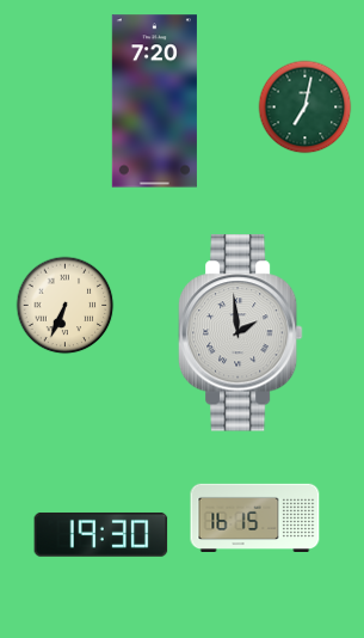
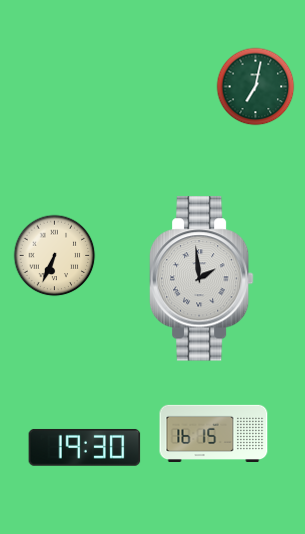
clock at (154, 102): 7:20 -> none
clock at (306, 108) position: (306, 108) -> (256, 87)
